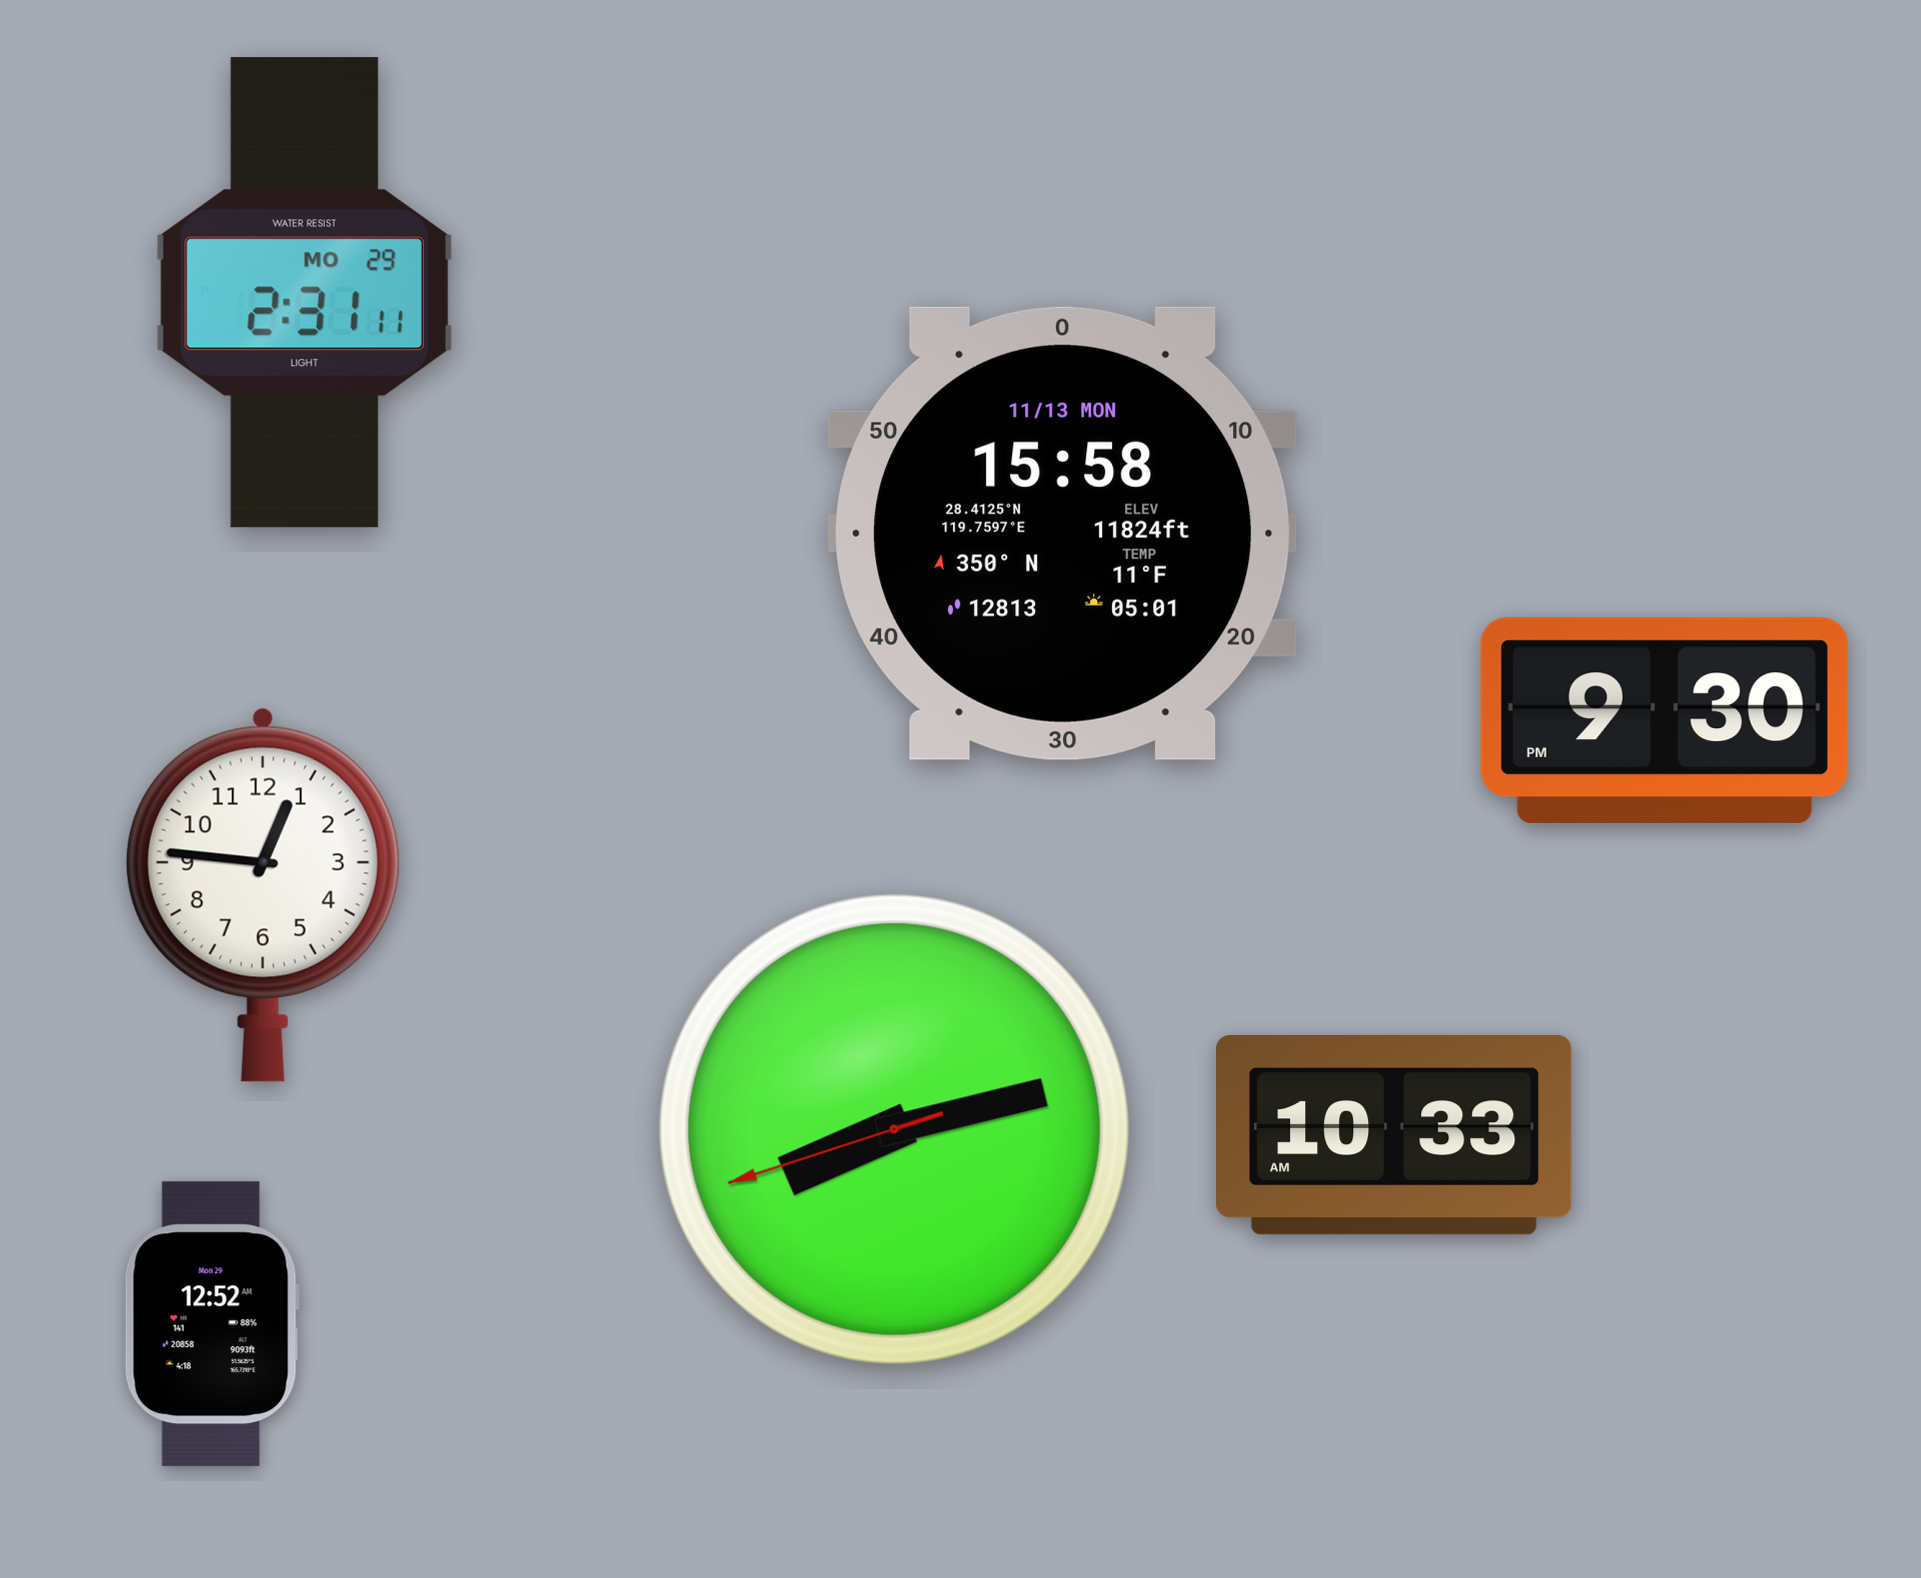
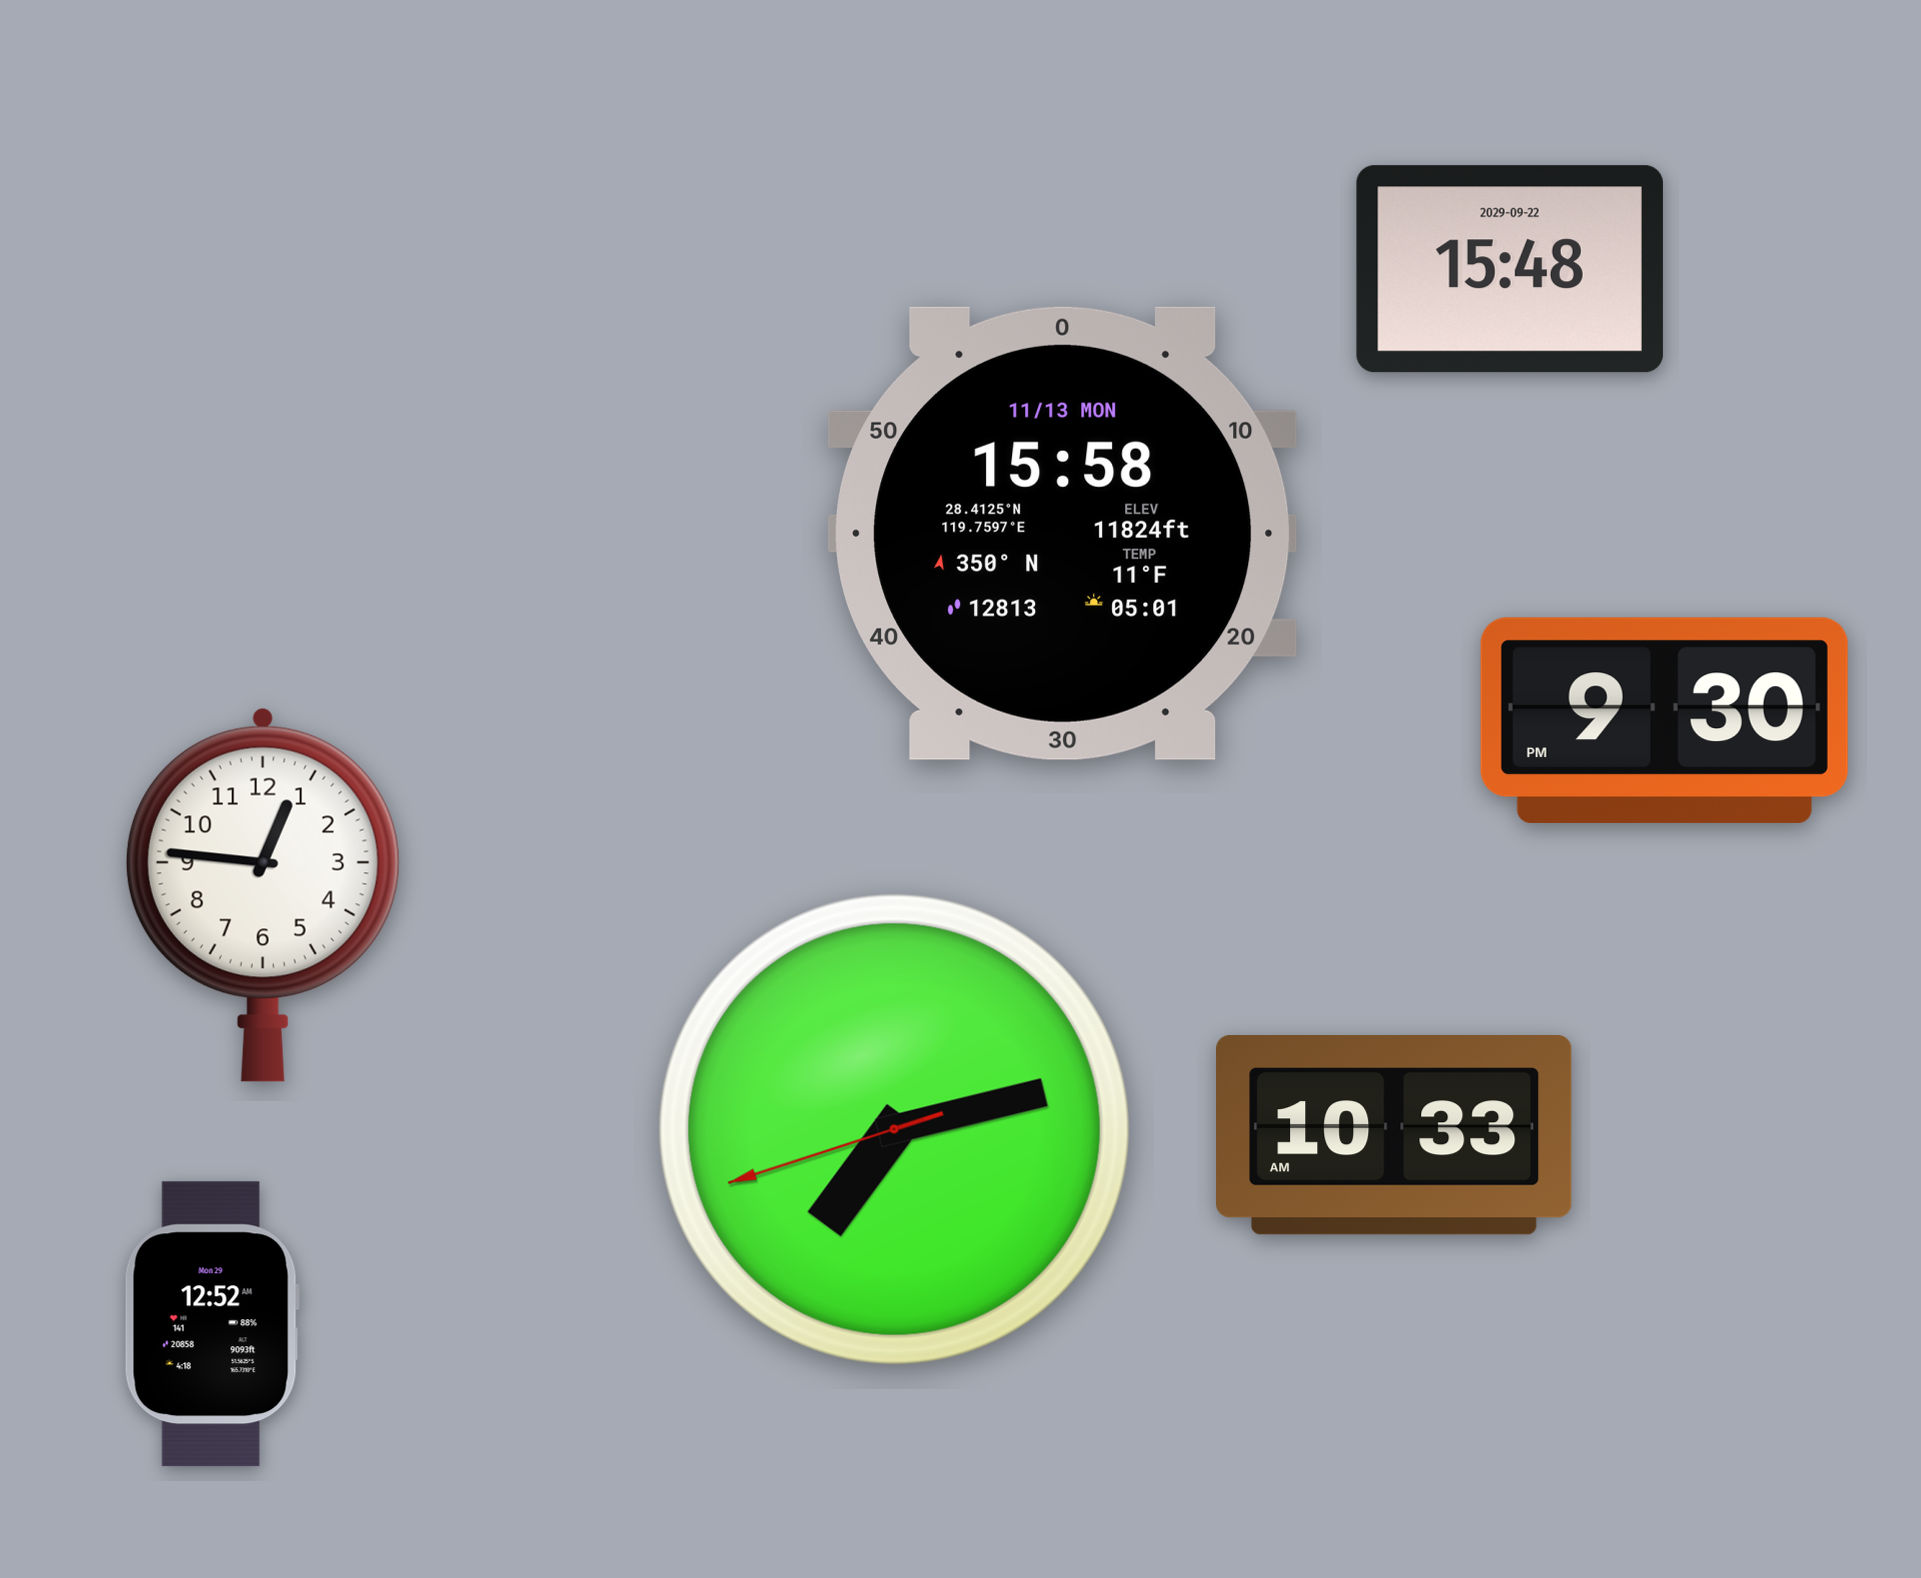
clock at (1510, 269): none -> 15:48
clock at (304, 293): 2:31 -> none
clock at (894, 1129): 8:12 -> 7:12
